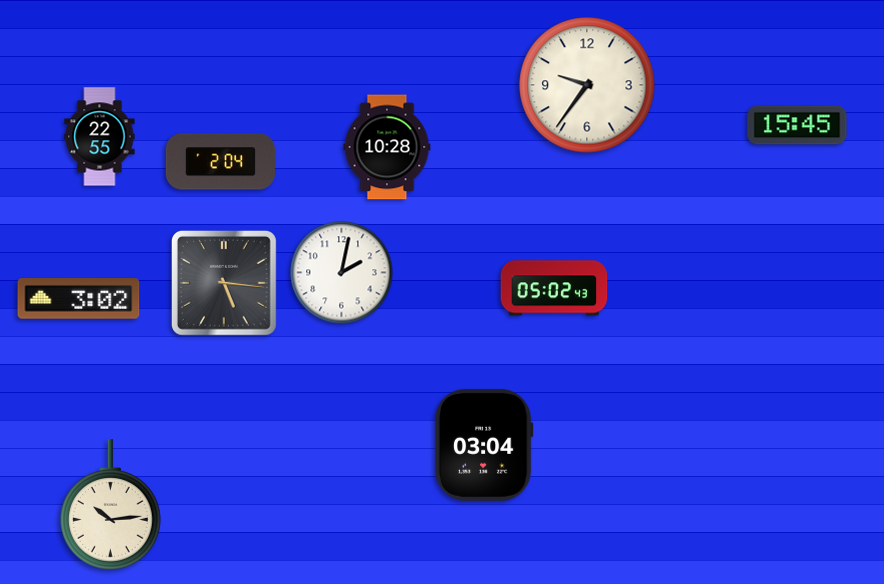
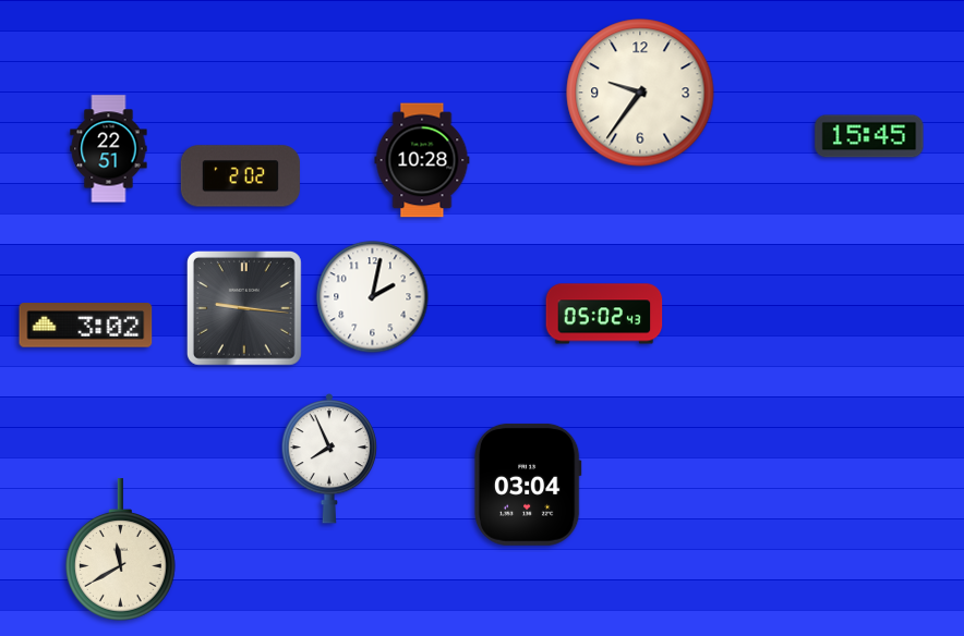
clock at (100, 137): 22:55 -> 22:51
clock at (220, 162): 2:04 -> 2:02
clock at (224, 283): 5:16 -> 9:16
clock at (329, 460): none -> 7:56
clock at (110, 505): 10:14 -> 11:40
